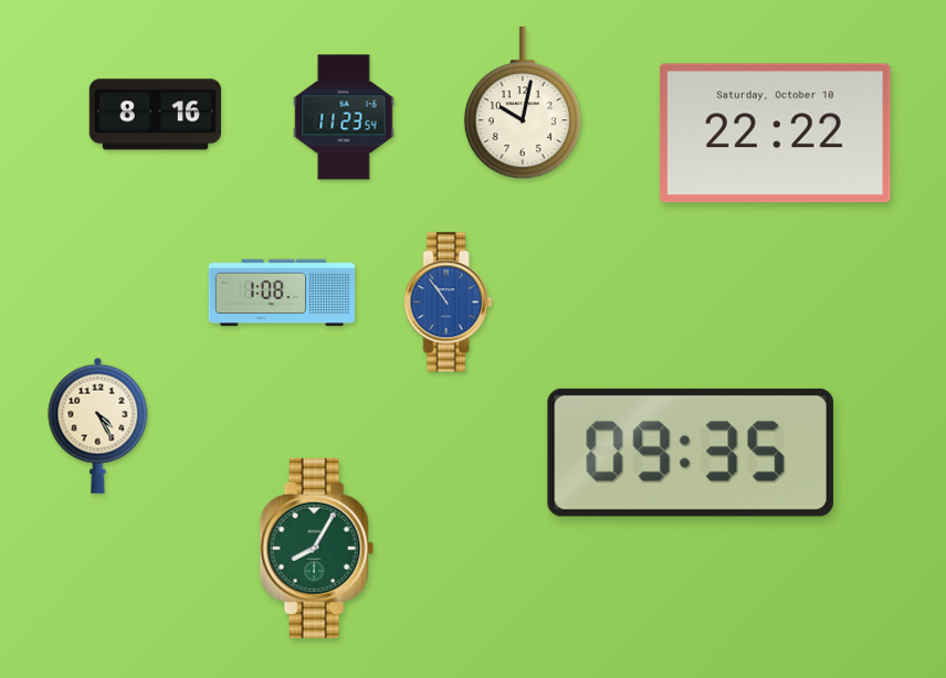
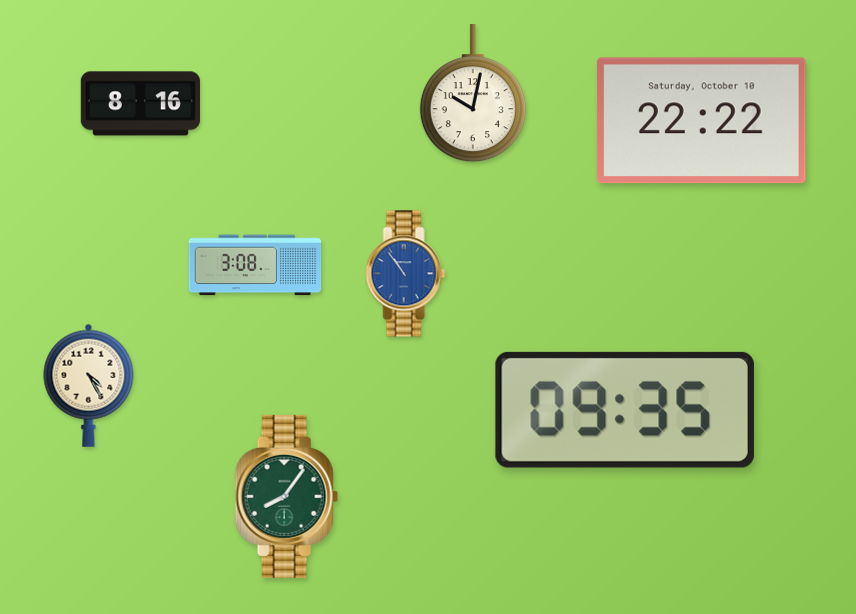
clock at (344, 117): 11:23 -> none
clock at (282, 293): 1:08 -> 3:08
clock at (316, 548): 8:05 -> 8:06
